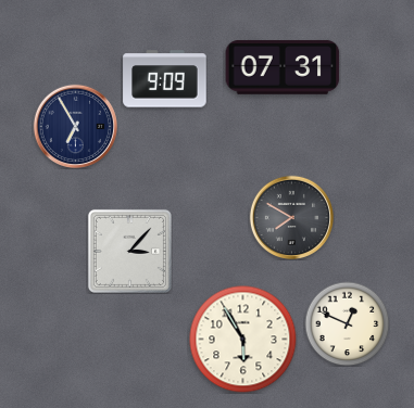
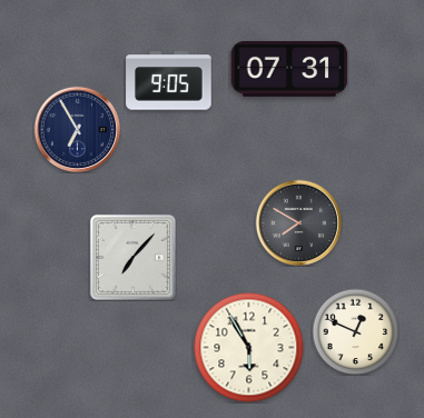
clock at (165, 79): 9:09 -> 9:05
clock at (129, 251): 3:07 -> 7:07
